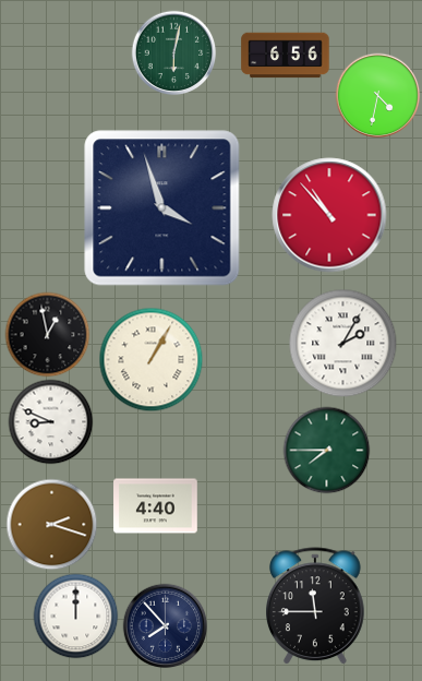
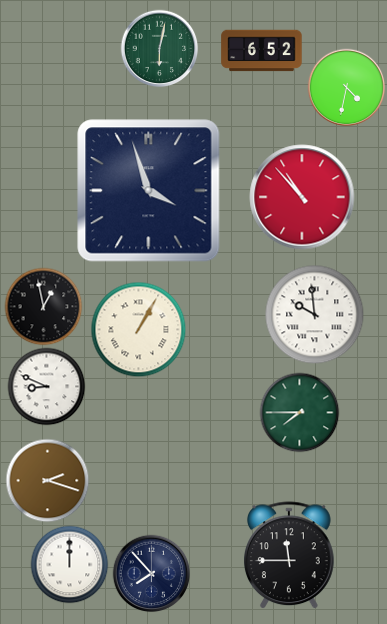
clock at (286, 56): 6:56 -> 6:52
clock at (343, 344): 2:05 -> 9:59
clock at (156, 506): 4:40 -> none
